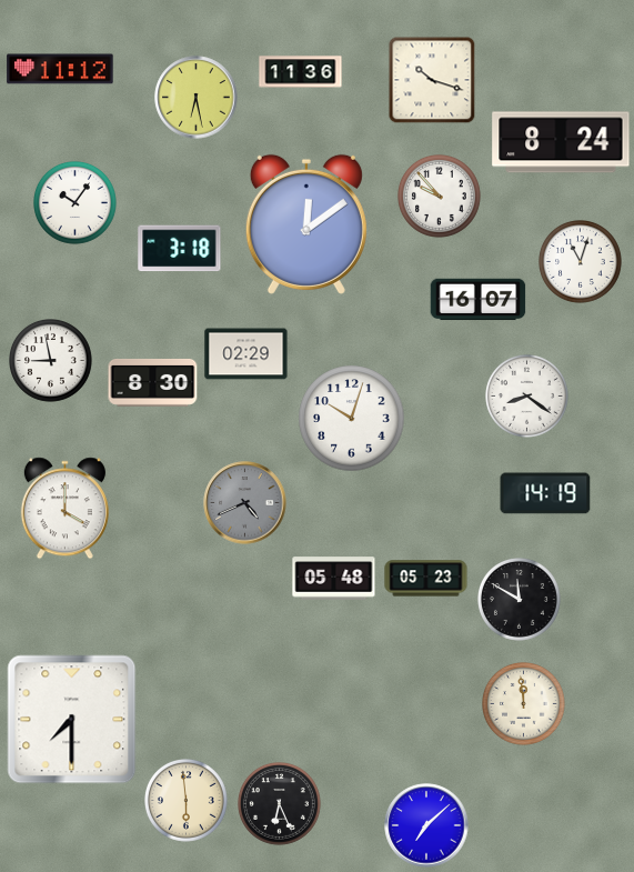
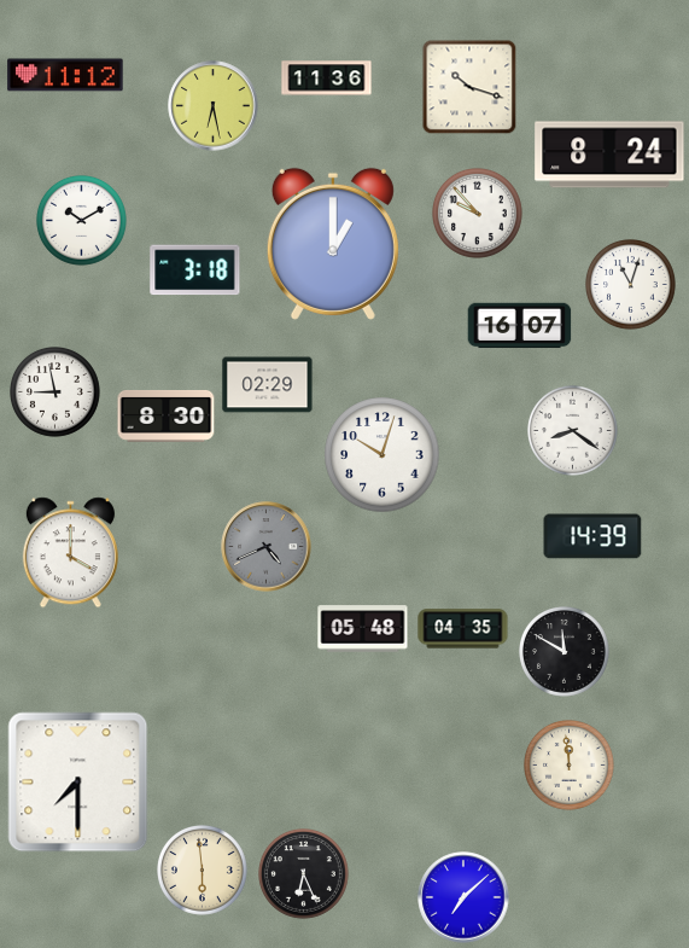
clock at (76, 203): 10:06 -> 10:10
clock at (306, 224): 12:09 -> 1:00
clock at (545, 493): 14:19 -> 14:39
clock at (426, 579): 05:23 -> 04:35
